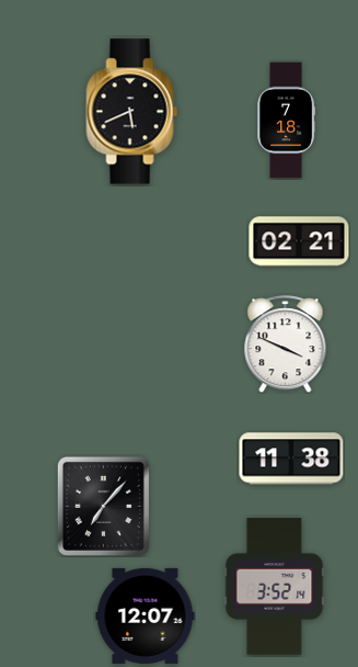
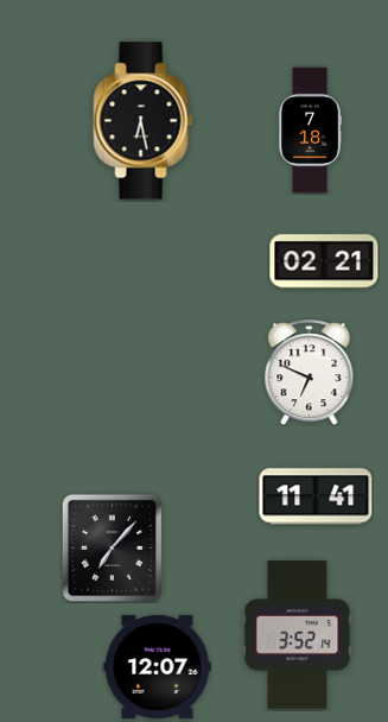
clock at (132, 112): 5:41 -> 6:28
clock at (286, 344): 3:49 -> 6:49
clock at (291, 459): 11:38 -> 11:41
